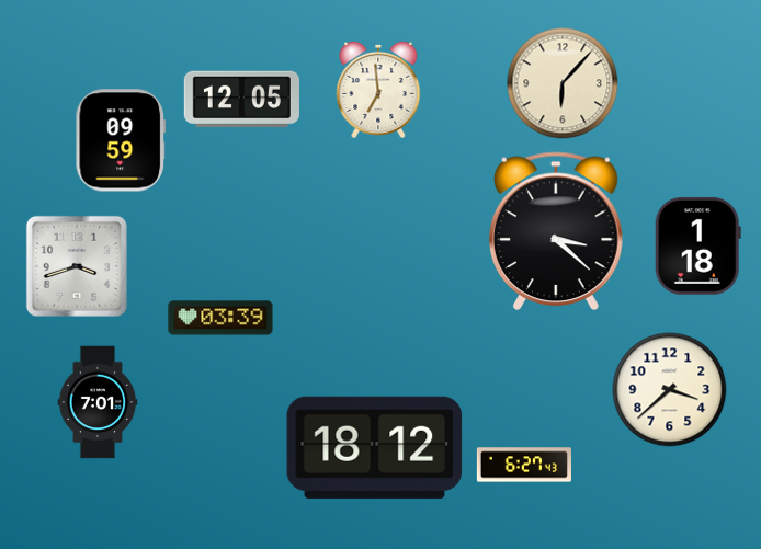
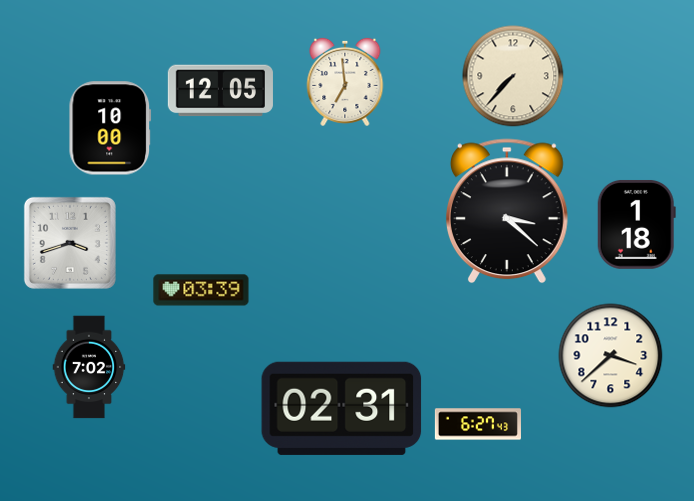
clock at (563, 83): 6:07 -> 7:37
clock at (121, 140): 09:59 -> 10:00
clock at (98, 402): 7:01 -> 7:02
clock at (375, 447): 18:12 -> 02:31
